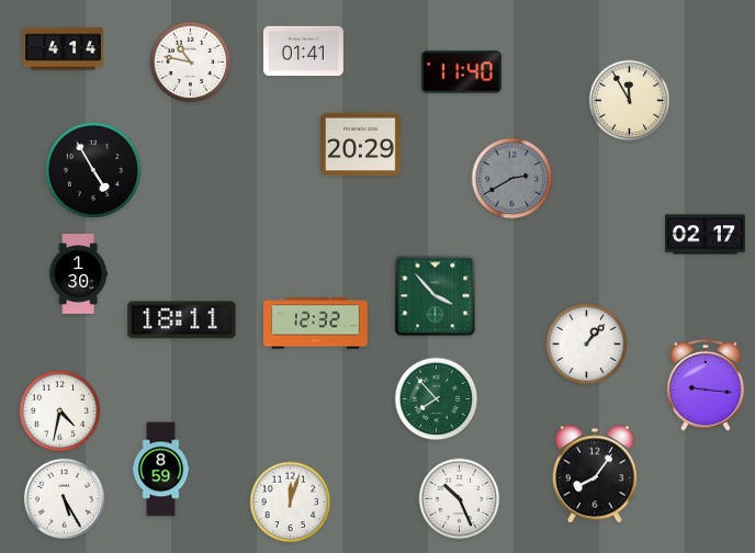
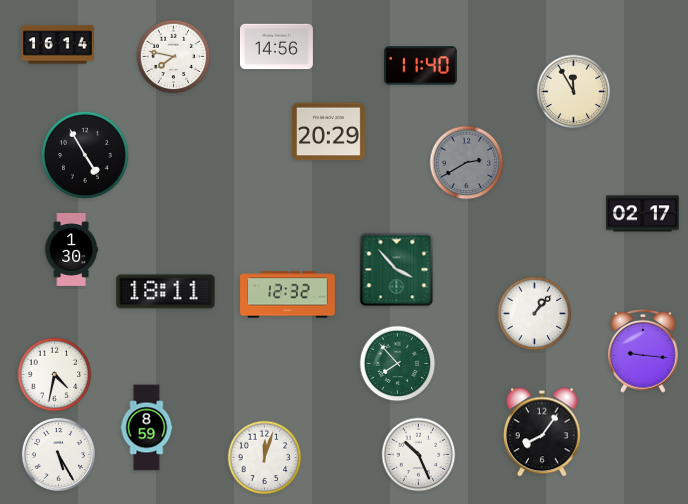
clock at (64, 49): 4:14 -> 16:14
clock at (303, 52): 01:41 -> 14:56
clock at (191, 63): 10:47 -> 7:47
